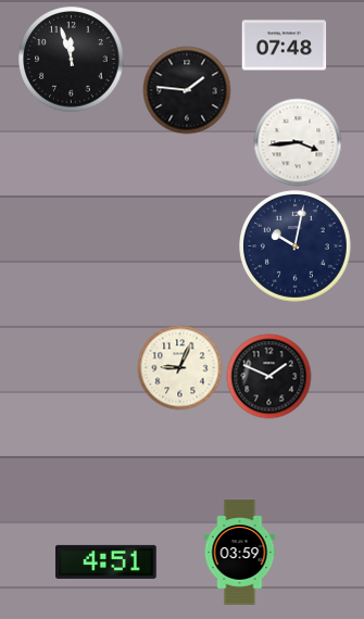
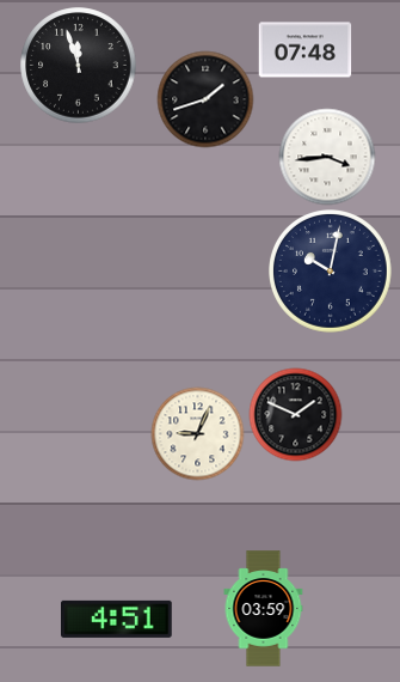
clock at (284, 46) position: (284, 46) -> (304, 50)
clock at (187, 90): 1:46 -> 1:42
clock at (296, 247) position: (296, 247) -> (331, 272)
clock at (179, 367) position: (179, 367) -> (197, 433)
